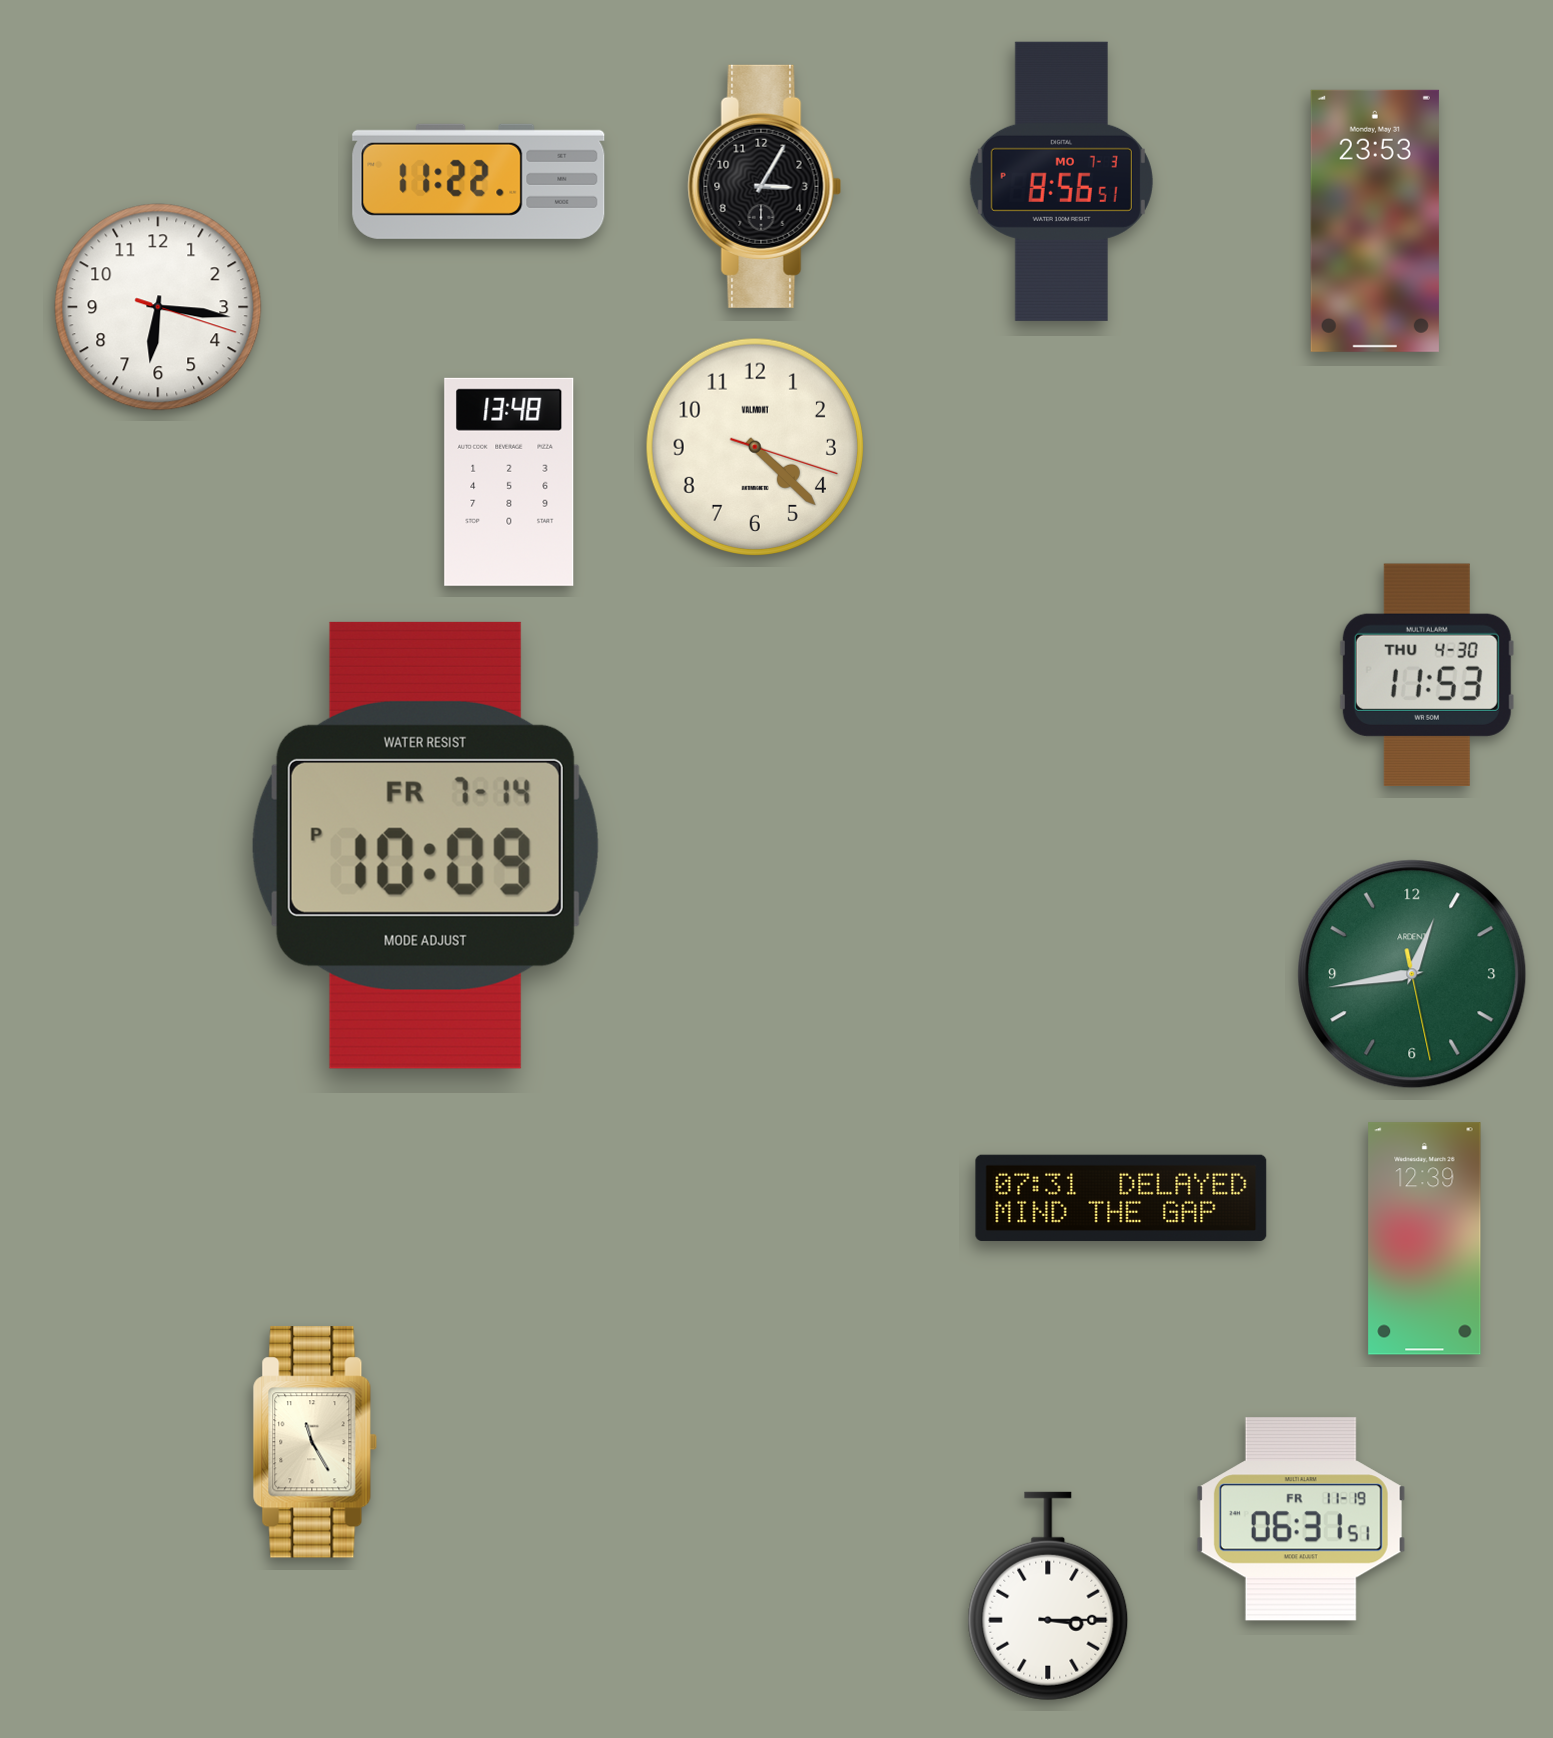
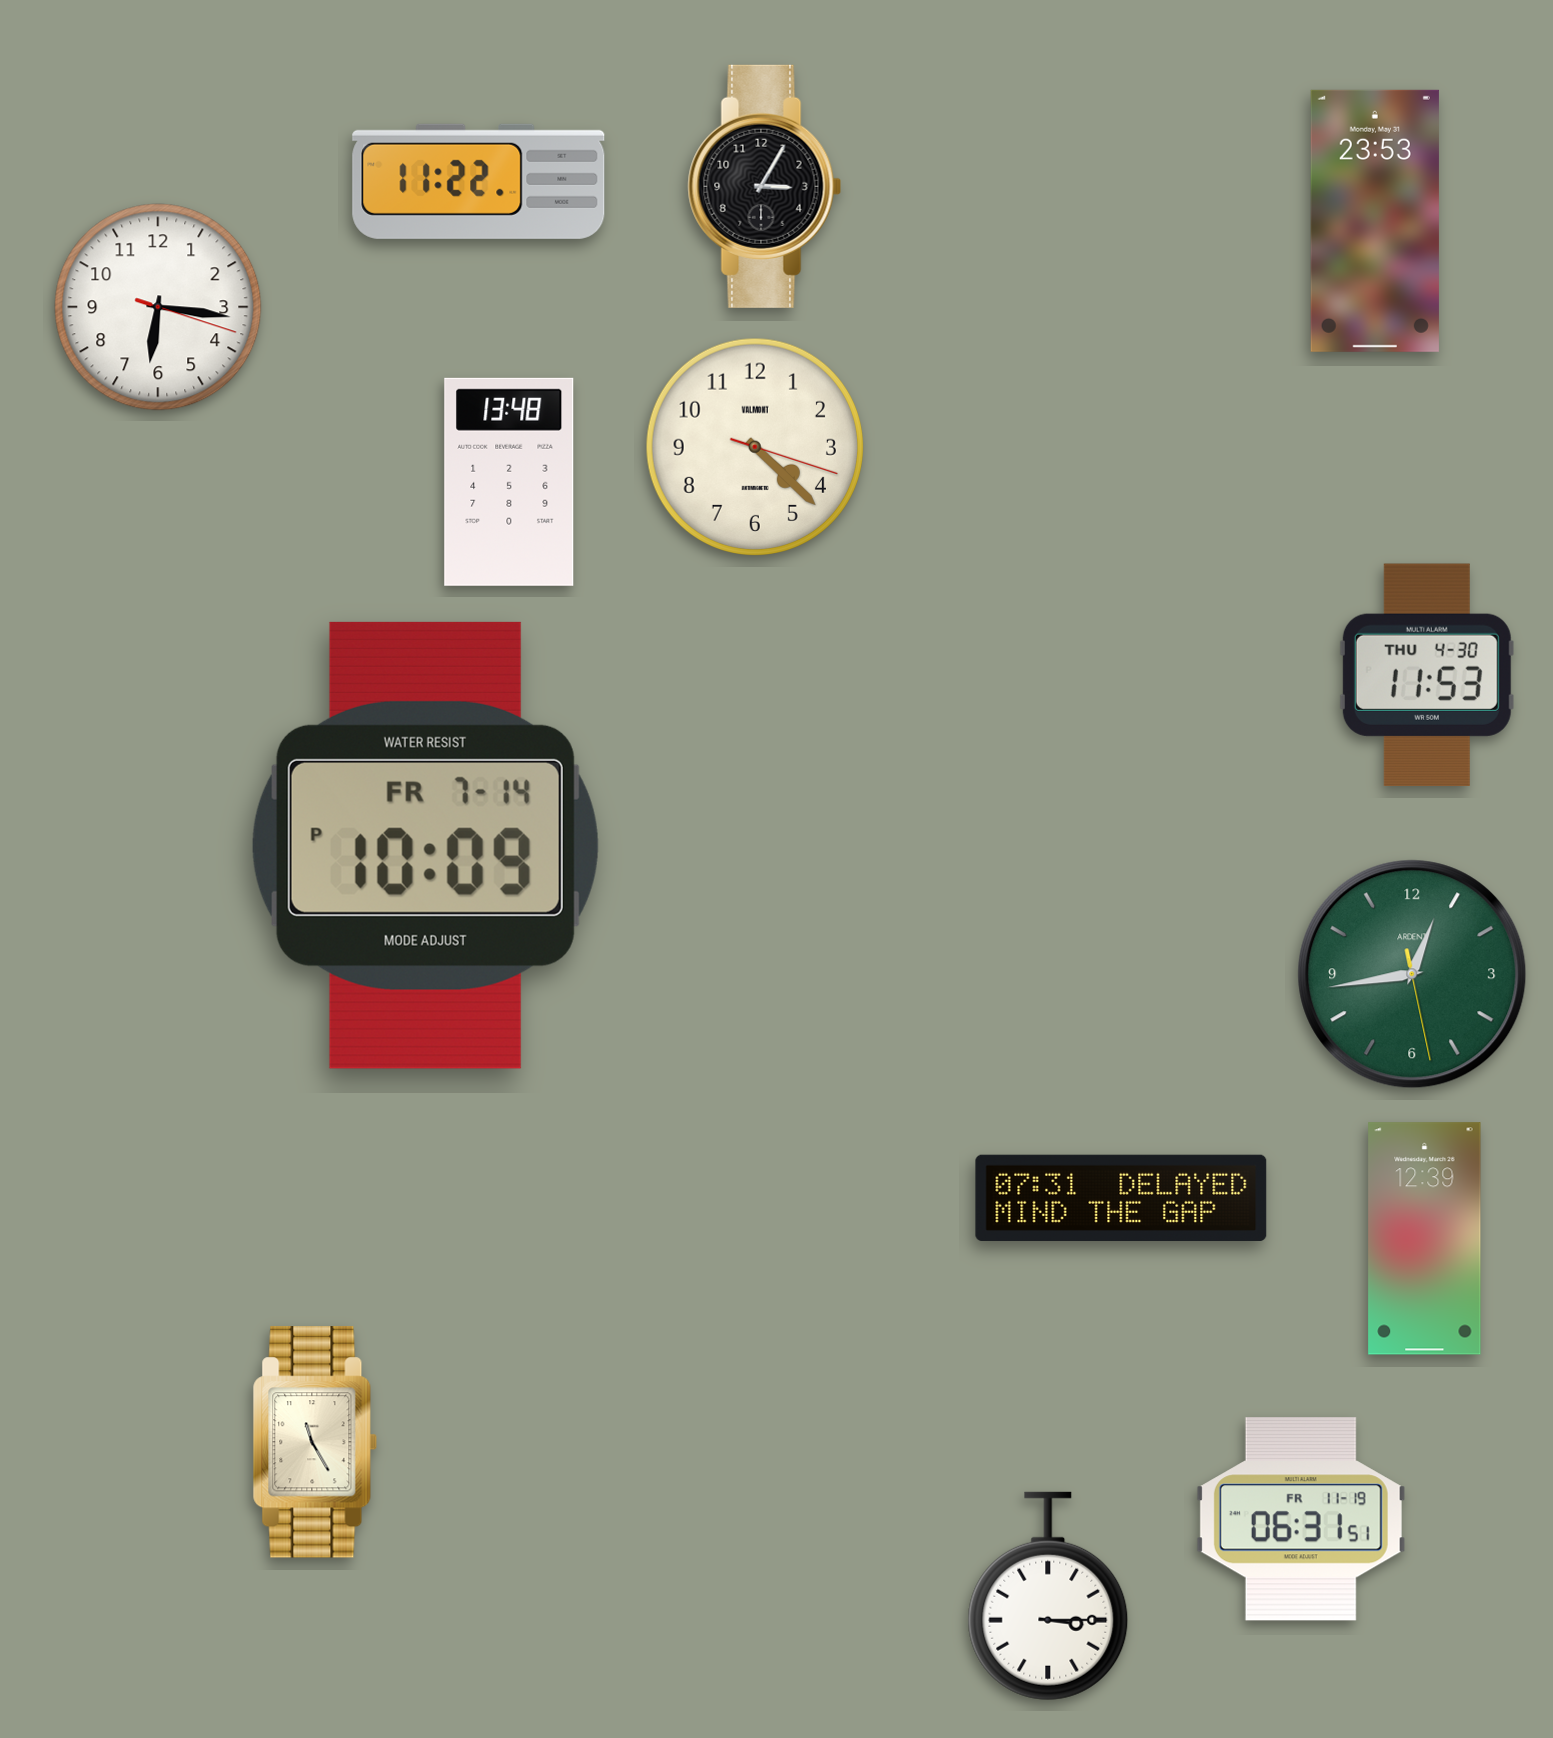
clock at (1061, 181): 8:56 -> none
